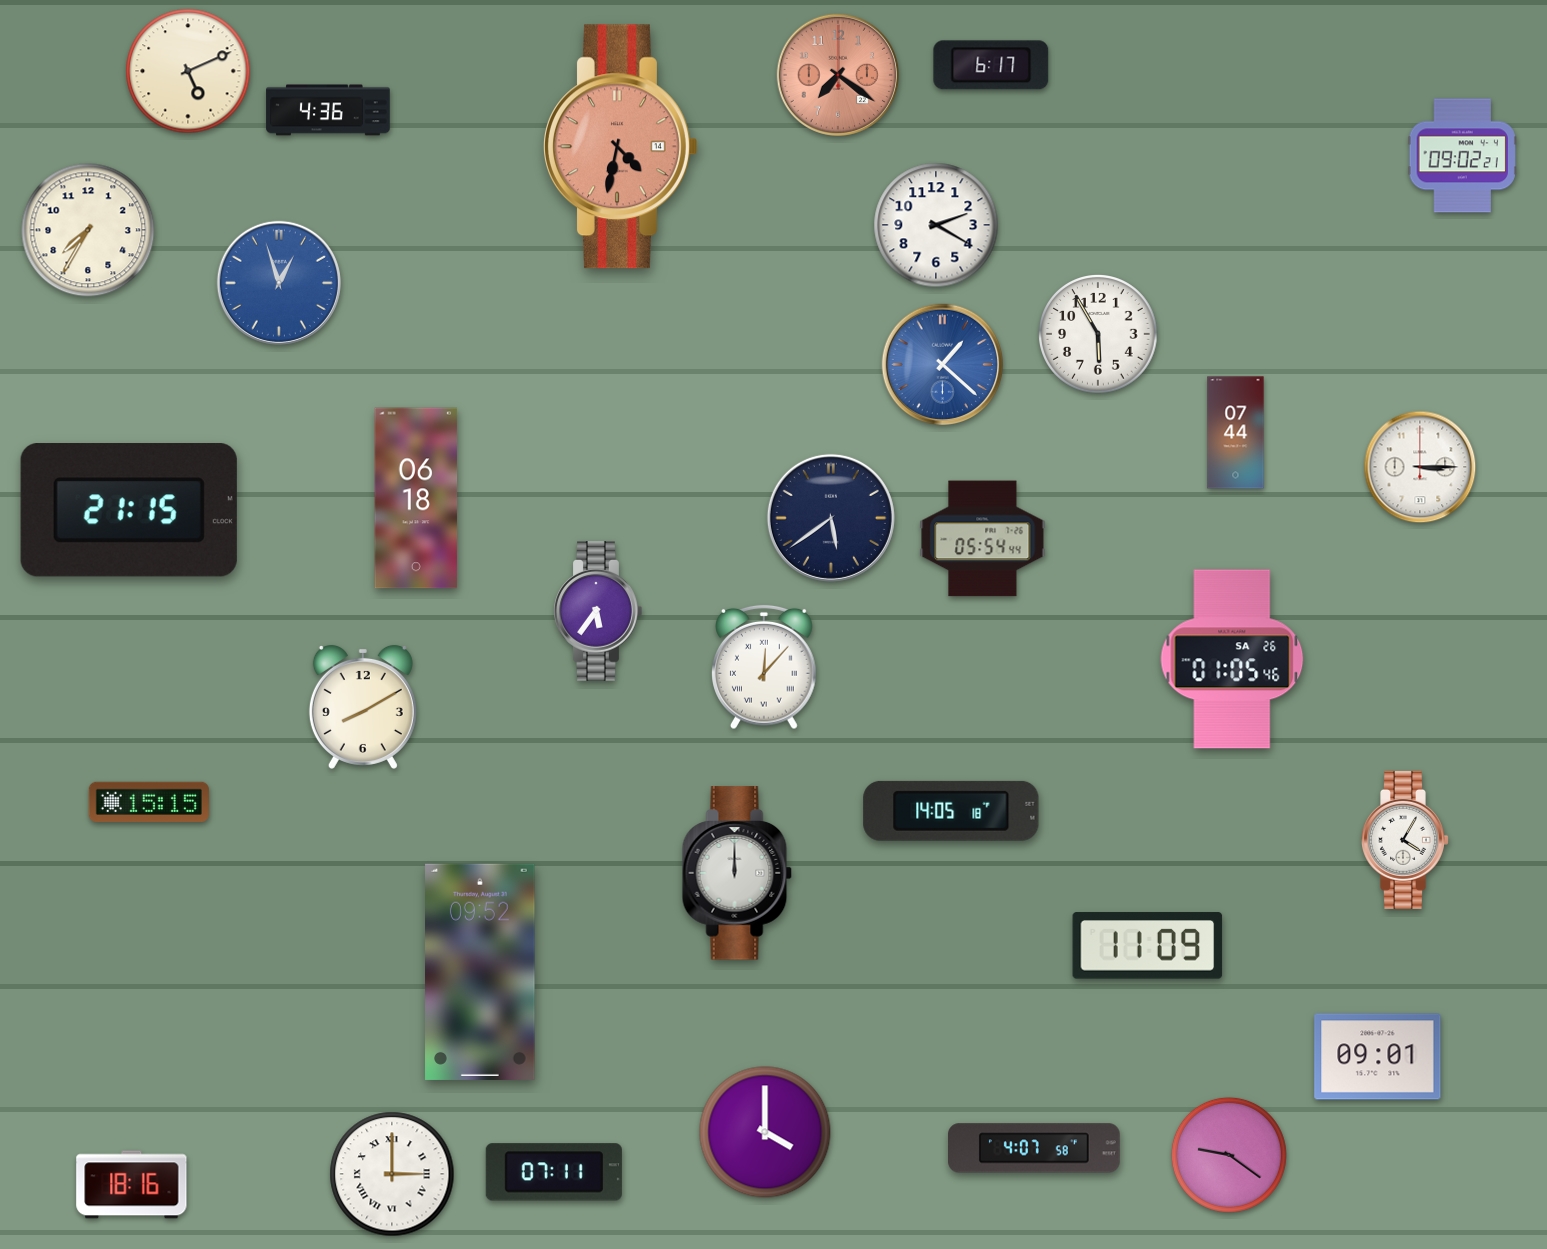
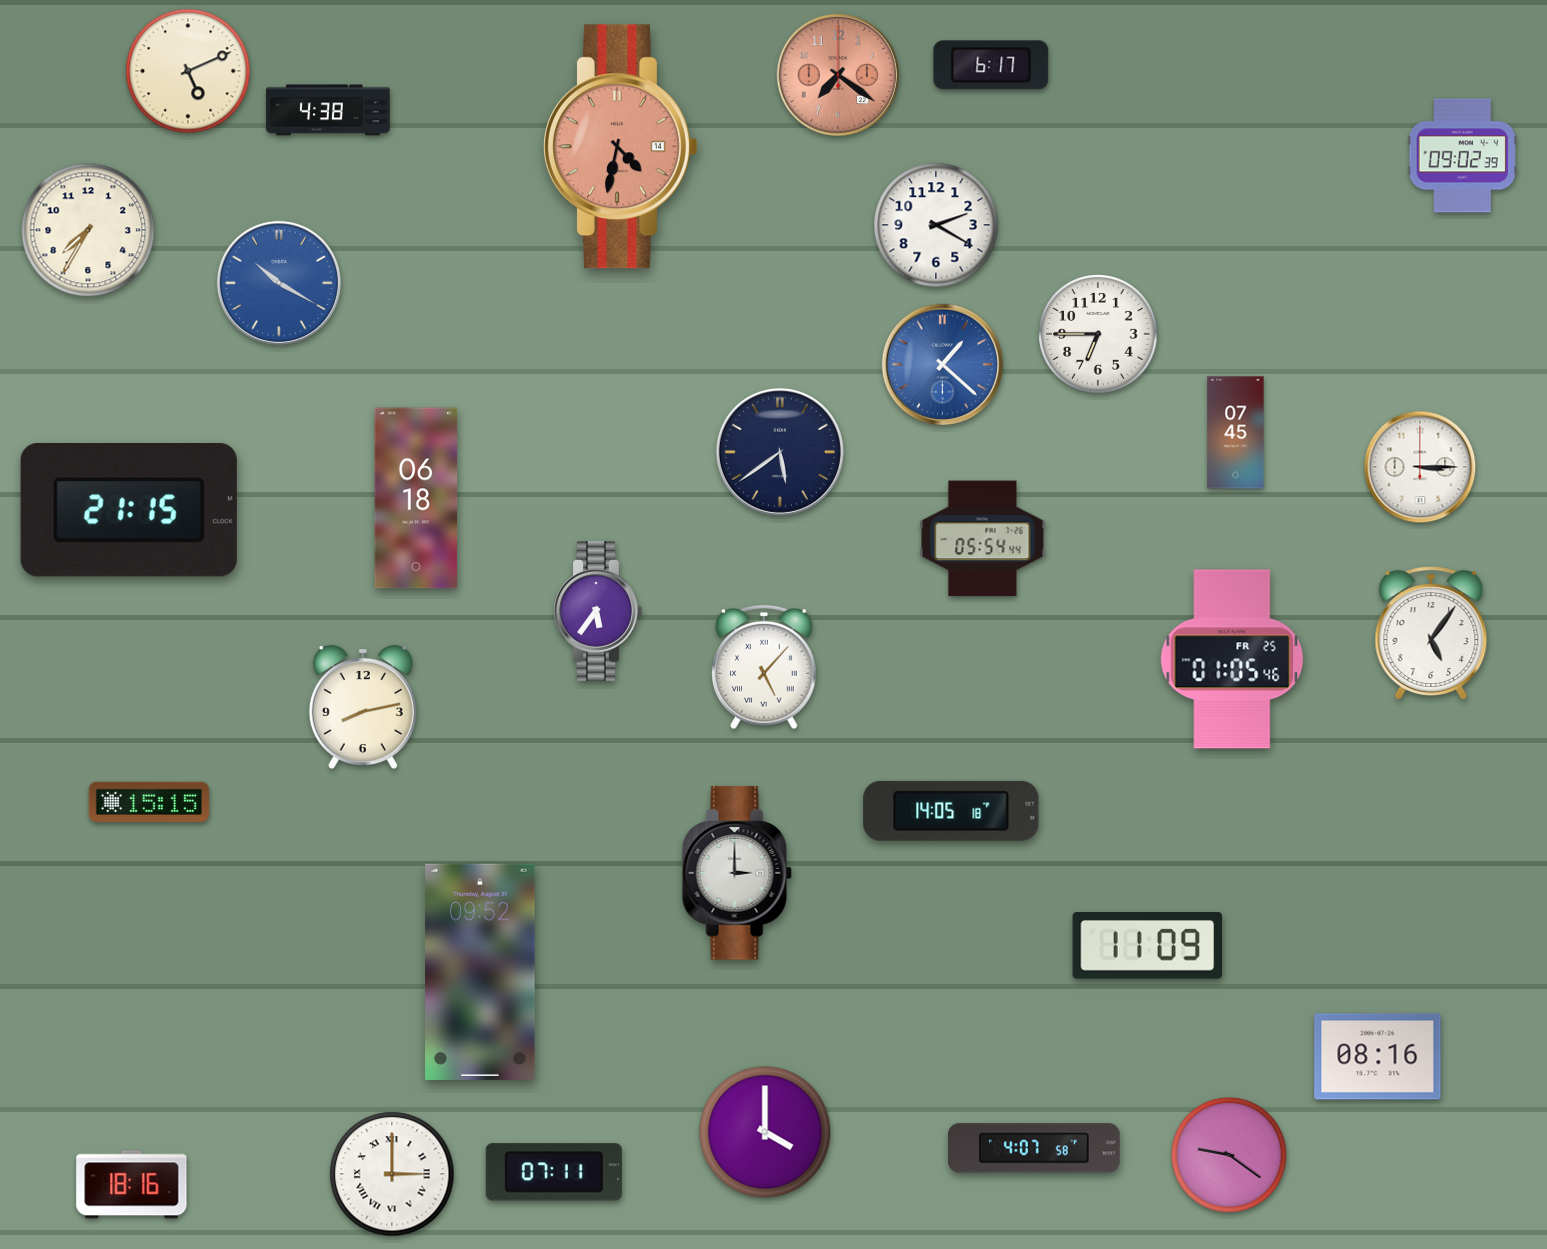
clock at (328, 110): 4:36 -> 4:38
clock at (1462, 156): 09:02:21 -> 09:02:39
clock at (279, 283): 12:57 -> 10:20
clock at (1098, 334): 5:55 -> 6:45
clock at (1236, 433): 07:44 -> 07:45
clock at (831, 518) position: (831, 518) -> (780, 452)
clock at (1431, 633): none -> 5:06
clock at (1232, 659) date: SA 26 -> FR 25
clock at (765, 667): 12:07 -> 5:07
clock at (363, 707): 8:10 -> 8:13
clock at (1406, 840): 4:05 -> none
clock at (737, 873): 12:00 -> 3:00
clock at (1378, 1057): 09:01 -> 08:16
